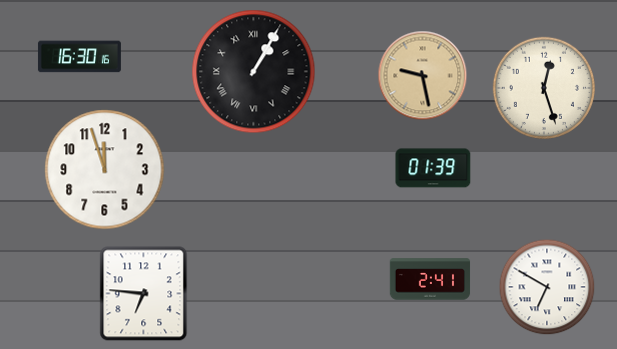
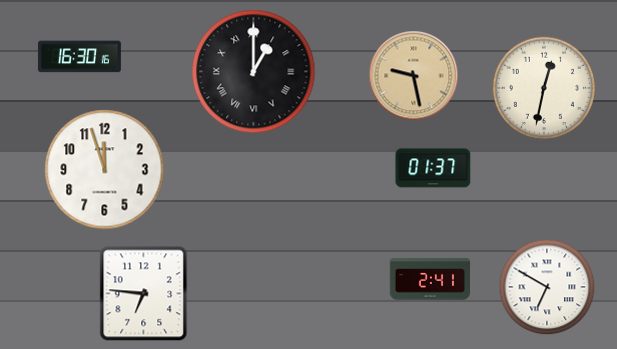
clock at (254, 72): 1:05 -> 1:00
clock at (423, 76) position: (423, 76) -> (414, 76)
clock at (544, 88): 12:27 -> 12:32
clock at (433, 168): 01:39 -> 01:37
